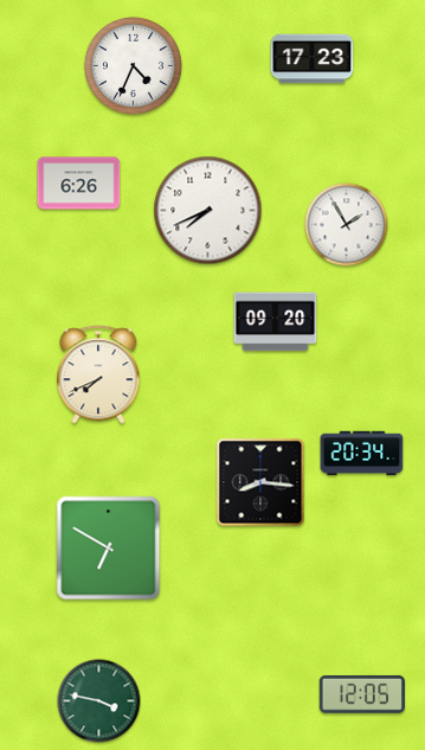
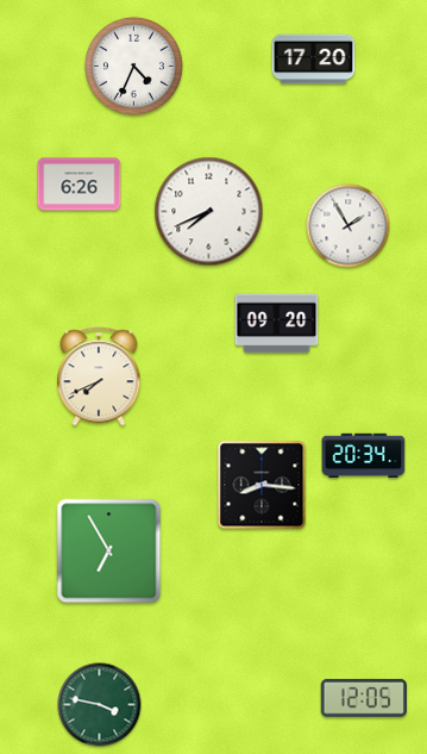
clock at (313, 59): 17:23 -> 17:20
clock at (109, 549): 6:50 -> 6:55
